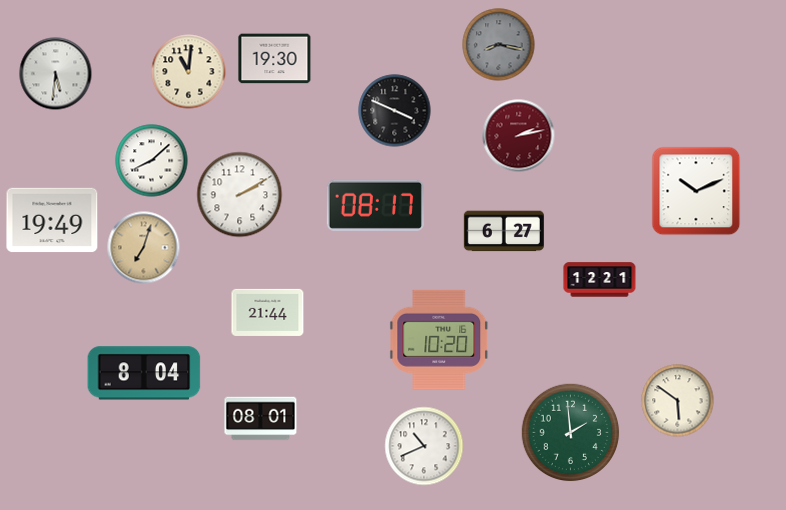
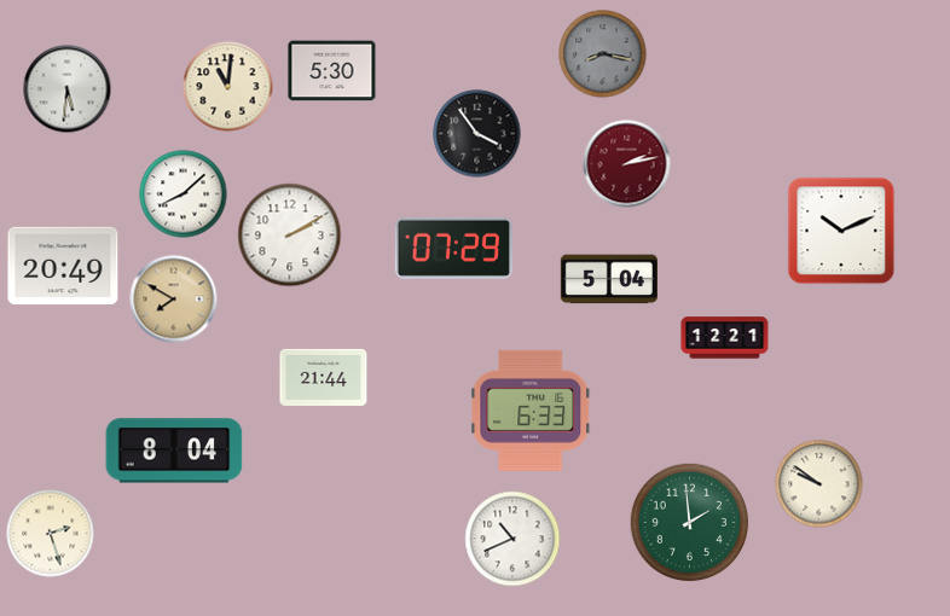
clock at (275, 59): 19:30 -> 5:30
clock at (395, 111): 3:49 -> 3:54
clock at (375, 205): 08:17 -> 07:29
clock at (52, 220): 19:49 -> 20:49
clock at (504, 231): 6:27 -> 5:04
clock at (144, 248): 7:03 -> 7:50
clock at (440, 340): 10:20 -> 6:33
clock at (678, 401): 5:51 -> 9:51
clock at (261, 419): 08:01 -> none
clock at (51, 534): none -> 2:27
